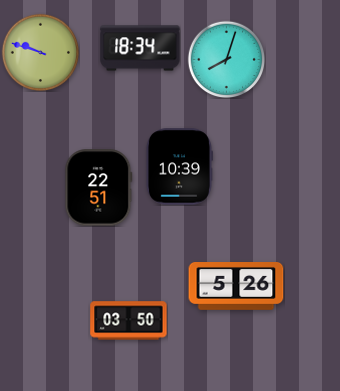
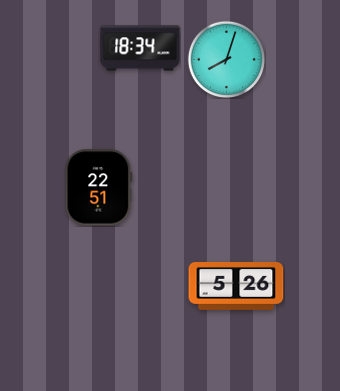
clock at (40, 52): 9:48 -> none
clock at (179, 167): 10:39 -> none
clock at (129, 321): 03:50 -> none
